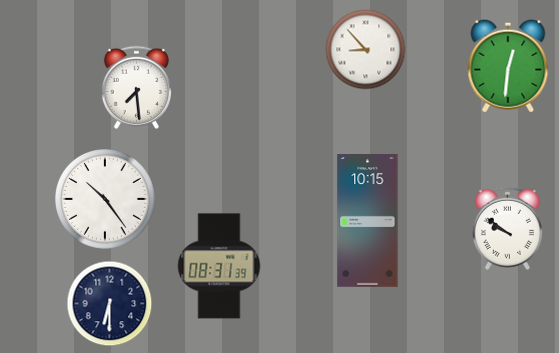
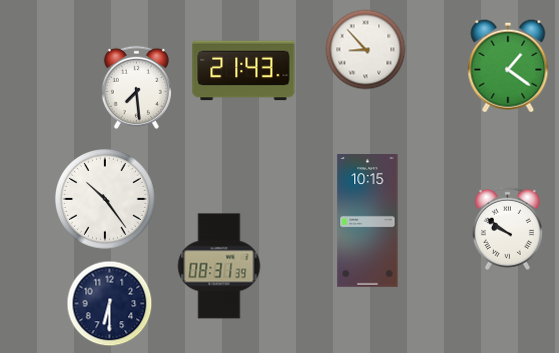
clock at (508, 66): 12:31 -> 1:21
clock at (244, 71): none -> 21:43
